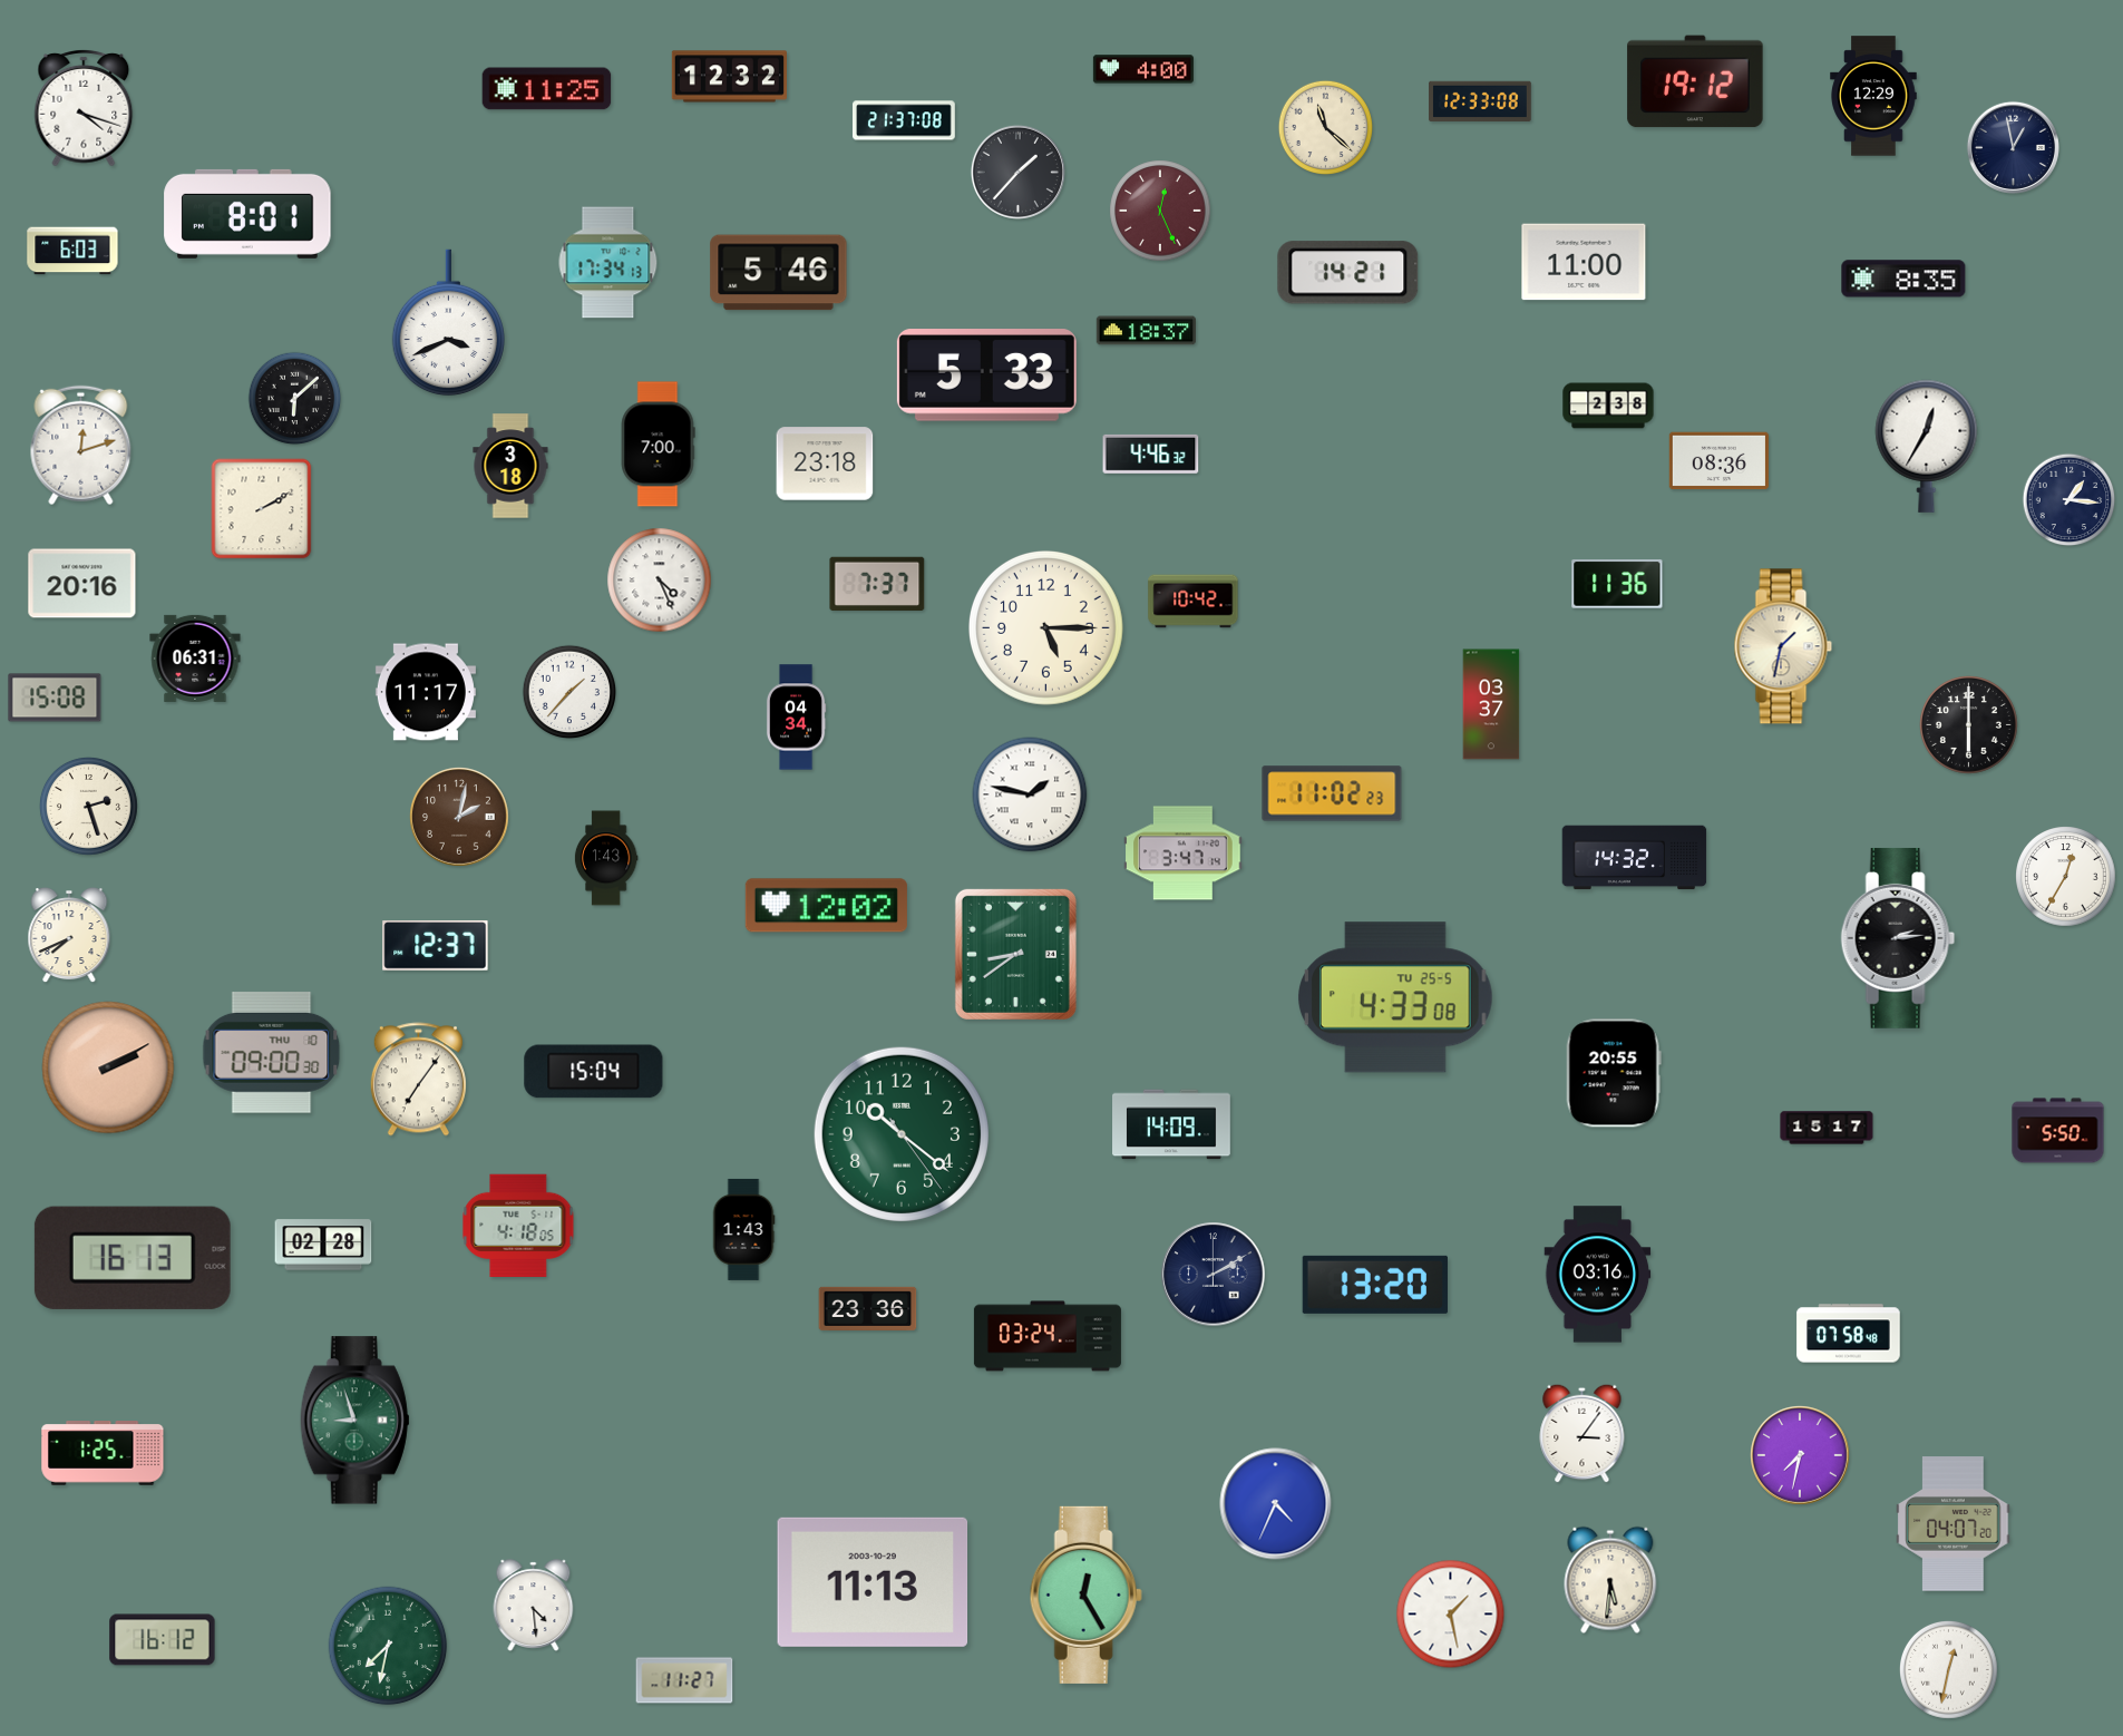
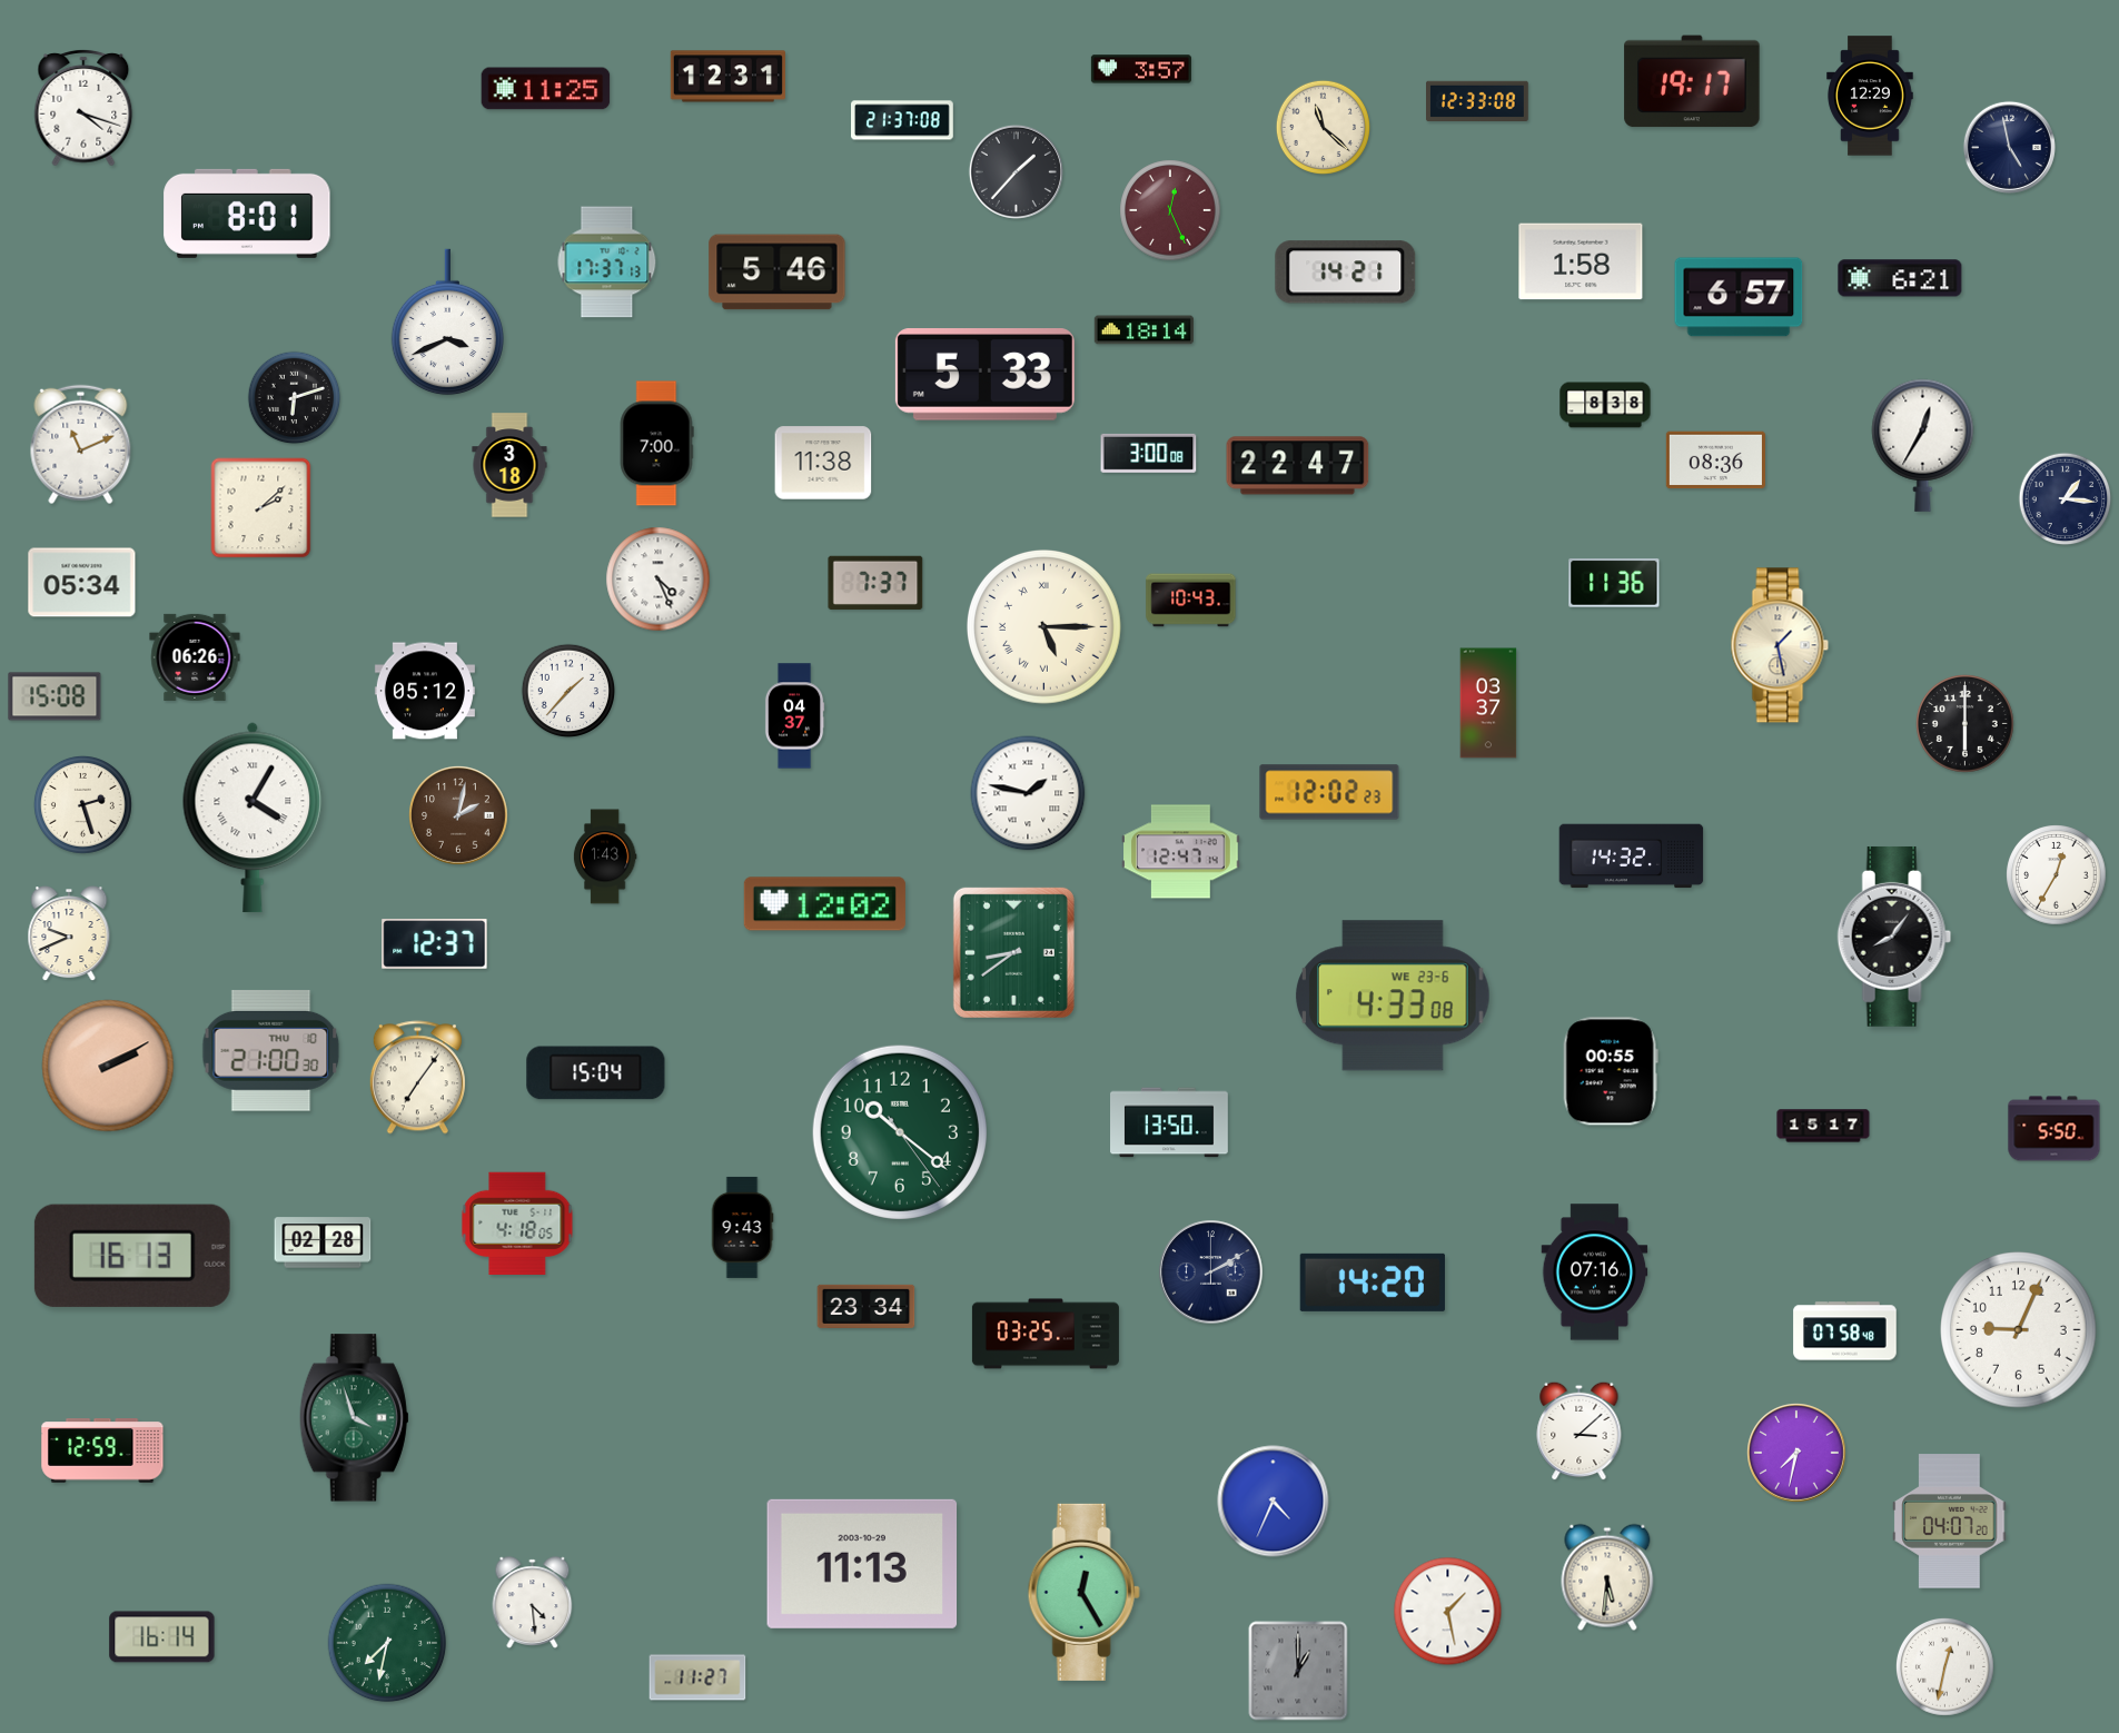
clock at (1143, 69): 4:00 -> 3:57
clock at (729, 77): 12:32 -> 12:31
clock at (1695, 81): 19:12 -> 19:17
clock at (2013, 147): 12:58 -> 4:58
clock at (1160, 211) position: (1160, 211) -> (1170, 210)
clock at (72, 251): 6:03 -> none
clock at (1584, 262): 11:00 -> 1:58
clock at (608, 263): 17:34 -> 17:37
clock at (1903, 279): 8:35 -> 6:21
clock at (1739, 297): none -> 6:57
clock at (1146, 331): 18:37 -> 18:14
clock at (295, 399): 6:08 -> 6:12
clock at (1608, 406): 2:38 -> 8:38
clock at (81, 446): 12:12 -> 11:11
clock at (1151, 453): 4:46 -> 3:00
clock at (825, 464): 23:18 -> 11:38
clock at (1298, 466): none -> 22:47
clock at (262, 509): 2:10 -> 2:08
clock at (82, 584): 20:16 -> 05:34
clock at (1194, 602): 10:42 -> 10:43
clock at (1046, 628) numerals: Arabic -> Roman
clock at (1783, 646): 1:32 -> 1:28
clock at (195, 659): 06:31 -> 06:26
clock at (426, 692): 11:17 -> 05:12
clock at (796, 718): 04:34 -> 04:37
clock at (1332, 793): 11:02 -> 12:02
clock at (88, 806) position: (88, 806) -> (82, 804)
clock at (253, 818): none -> 4:05
clock at (1184, 854): 3:47 -> 12:47
clock at (2066, 877) position: (2066, 877) -> (2057, 875)
clock at (69, 936): 7:41 -> 9:41
clock at (1898, 938): 2:14 -> 8:06
clock at (1396, 997) date: TU 25-5 -> WE 23-6
clock at (272, 1052): 09:00 -> 21:00
clock at (594, 1072) position: (594, 1072) -> (596, 1073)
clock at (1614, 1073): 20:55 -> 00:55
clock at (1171, 1124): 14:09 -> 13:50
clock at (743, 1229): 1:43 -> 9:43
clock at (1598, 1275): 03:16 -> 07:16
clock at (1375, 1285): 13:20 -> 14:20
clock at (868, 1308): 23:36 -> 23:34
clock at (2019, 1330): none -> 9:04
clock at (1048, 1336): 03:24 -> 03:25
clock at (354, 1421): 8:57 -> 3:57
clock at (1582, 1433): 3:06 -> 3:08
clock at (103, 1453): 1:25 -> 12:59
clock at (873, 1582) position: (873, 1582) -> (862, 1564)
clock at (163, 1640): 16:12 -> 16:14
clock at (1298, 1671): none -> 1:00
clock at (684, 1680) position: (684, 1680) -> (697, 1677)
